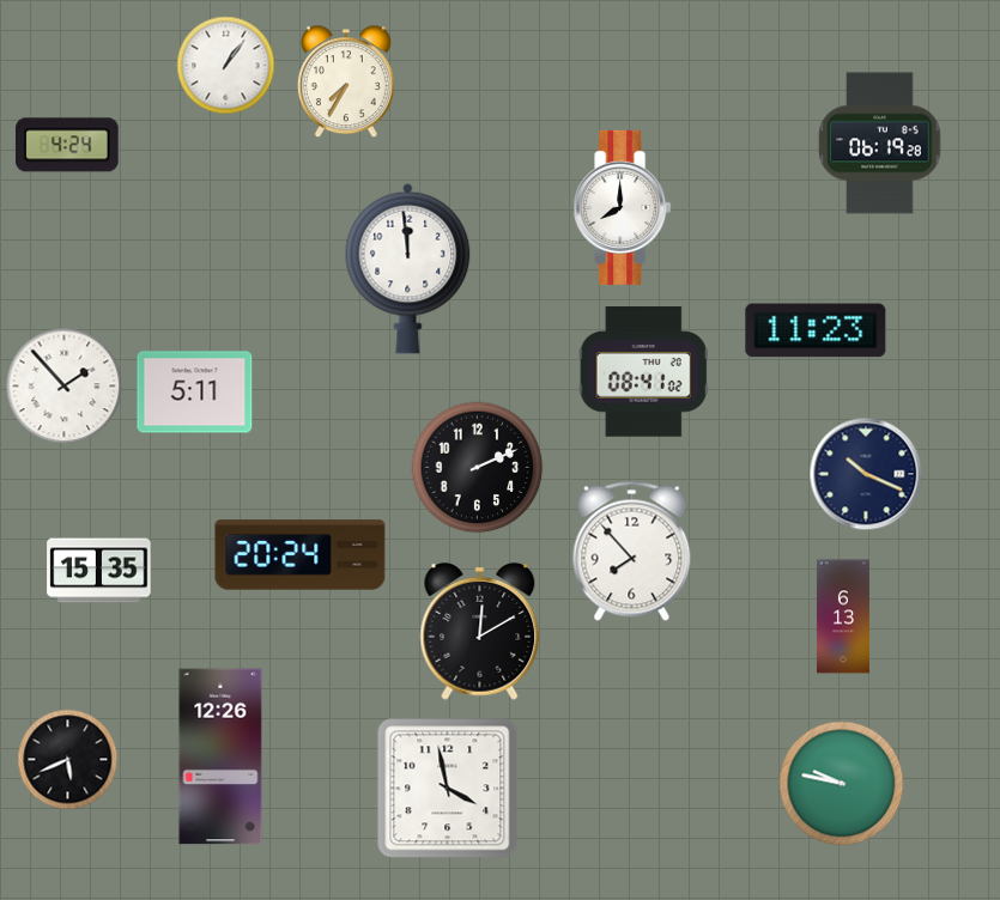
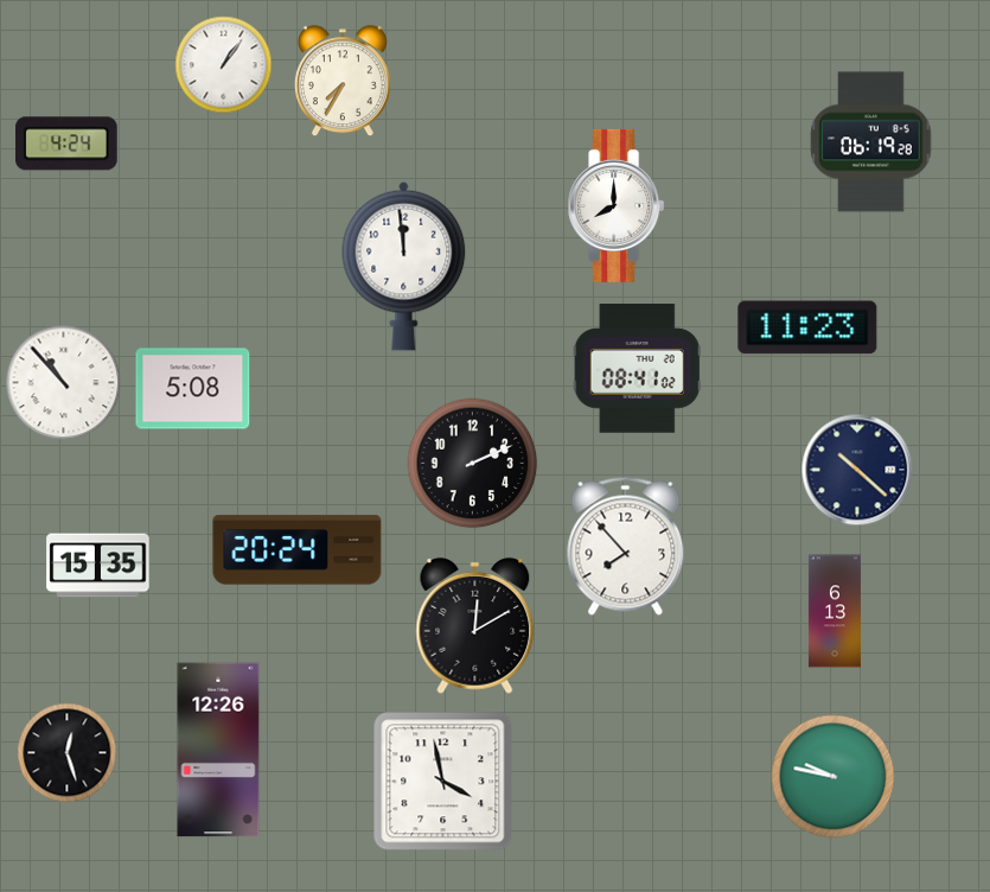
clock at (65, 387): 1:53 -> 10:53
clock at (195, 393): 5:11 -> 5:08
clock at (866, 474): 10:19 -> 10:22
clock at (68, 760): 5:41 -> 12:27
